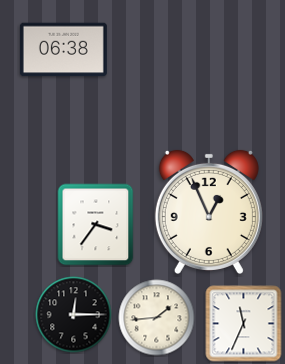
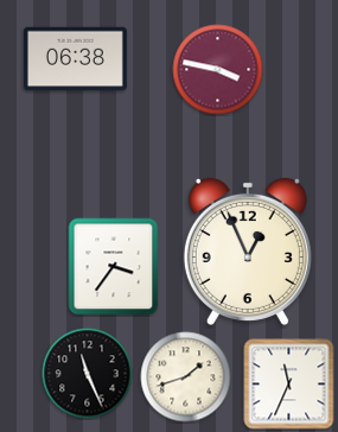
clock at (218, 70): none -> 3:47
clock at (74, 315): 12:15 -> 11:26
clock at (157, 318): 1:44 -> 1:42
